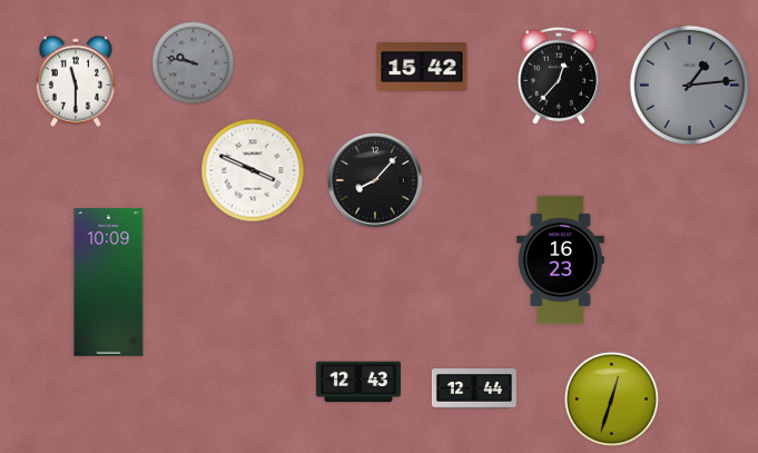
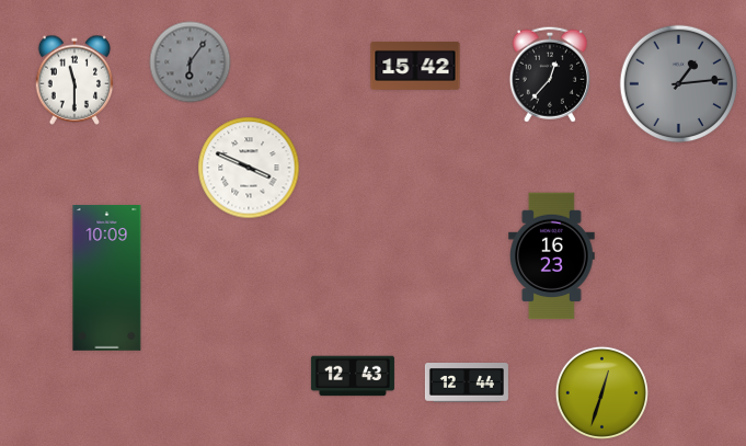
clock at (194, 63): 9:47 -> 6:06
clock at (375, 180): 8:07 -> none
